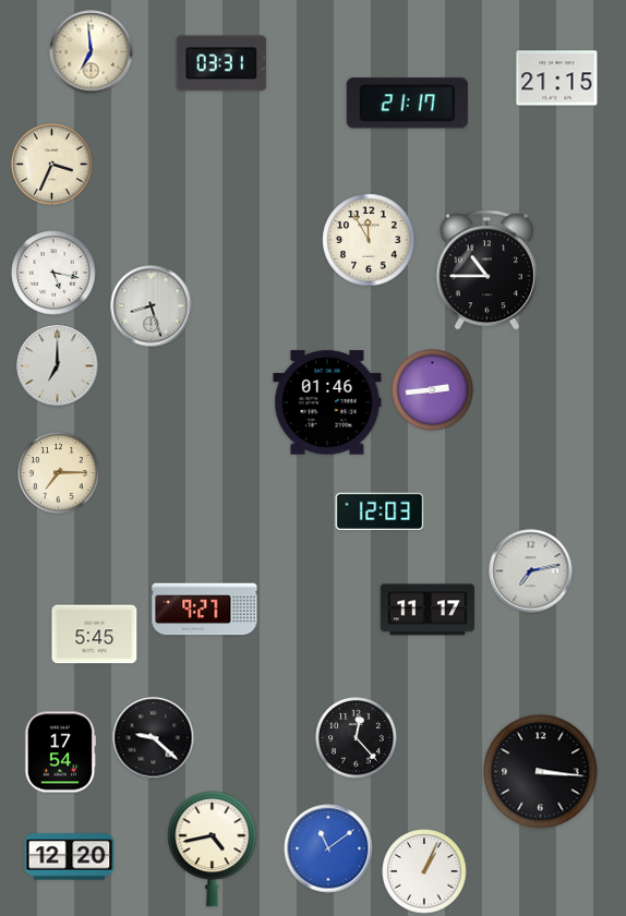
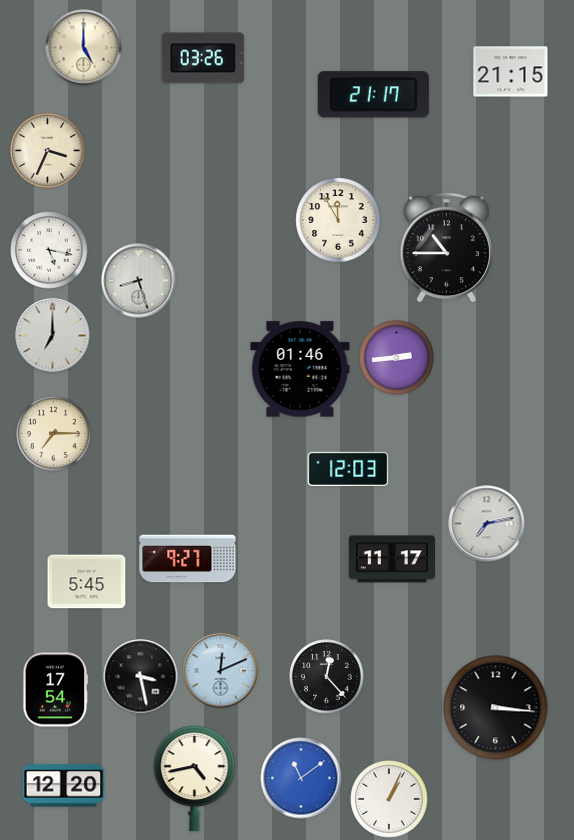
clock at (92, 52): 6:59 -> 5:00
clock at (221, 63): 03:31 -> 03:26
clock at (221, 671): none -> 12:11
clock at (154, 738): 9:22 -> 3:28
